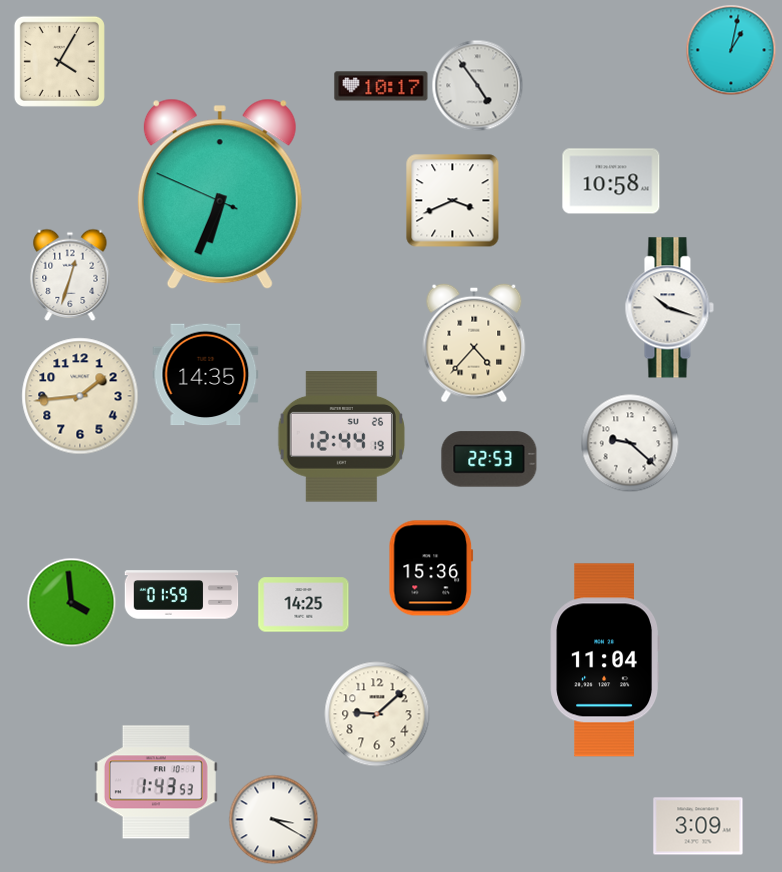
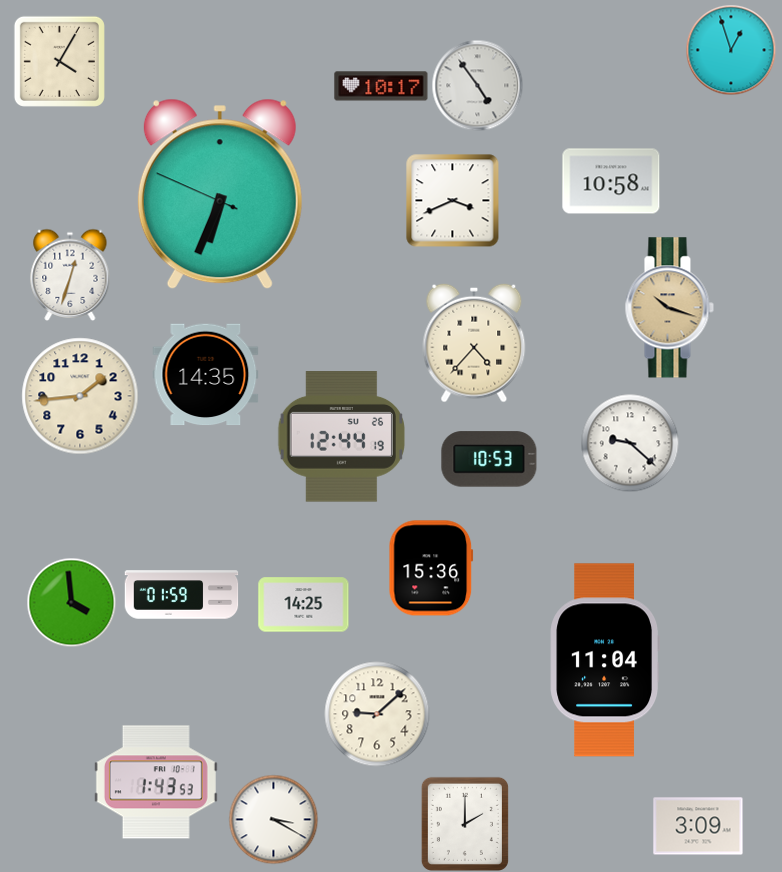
clock at (731, 50): 1:02 -> 12:57
clock at (669, 308) dial: white -> champagne
clock at (489, 459): 22:53 -> 10:53
clock at (465, 824): none -> 2:00
